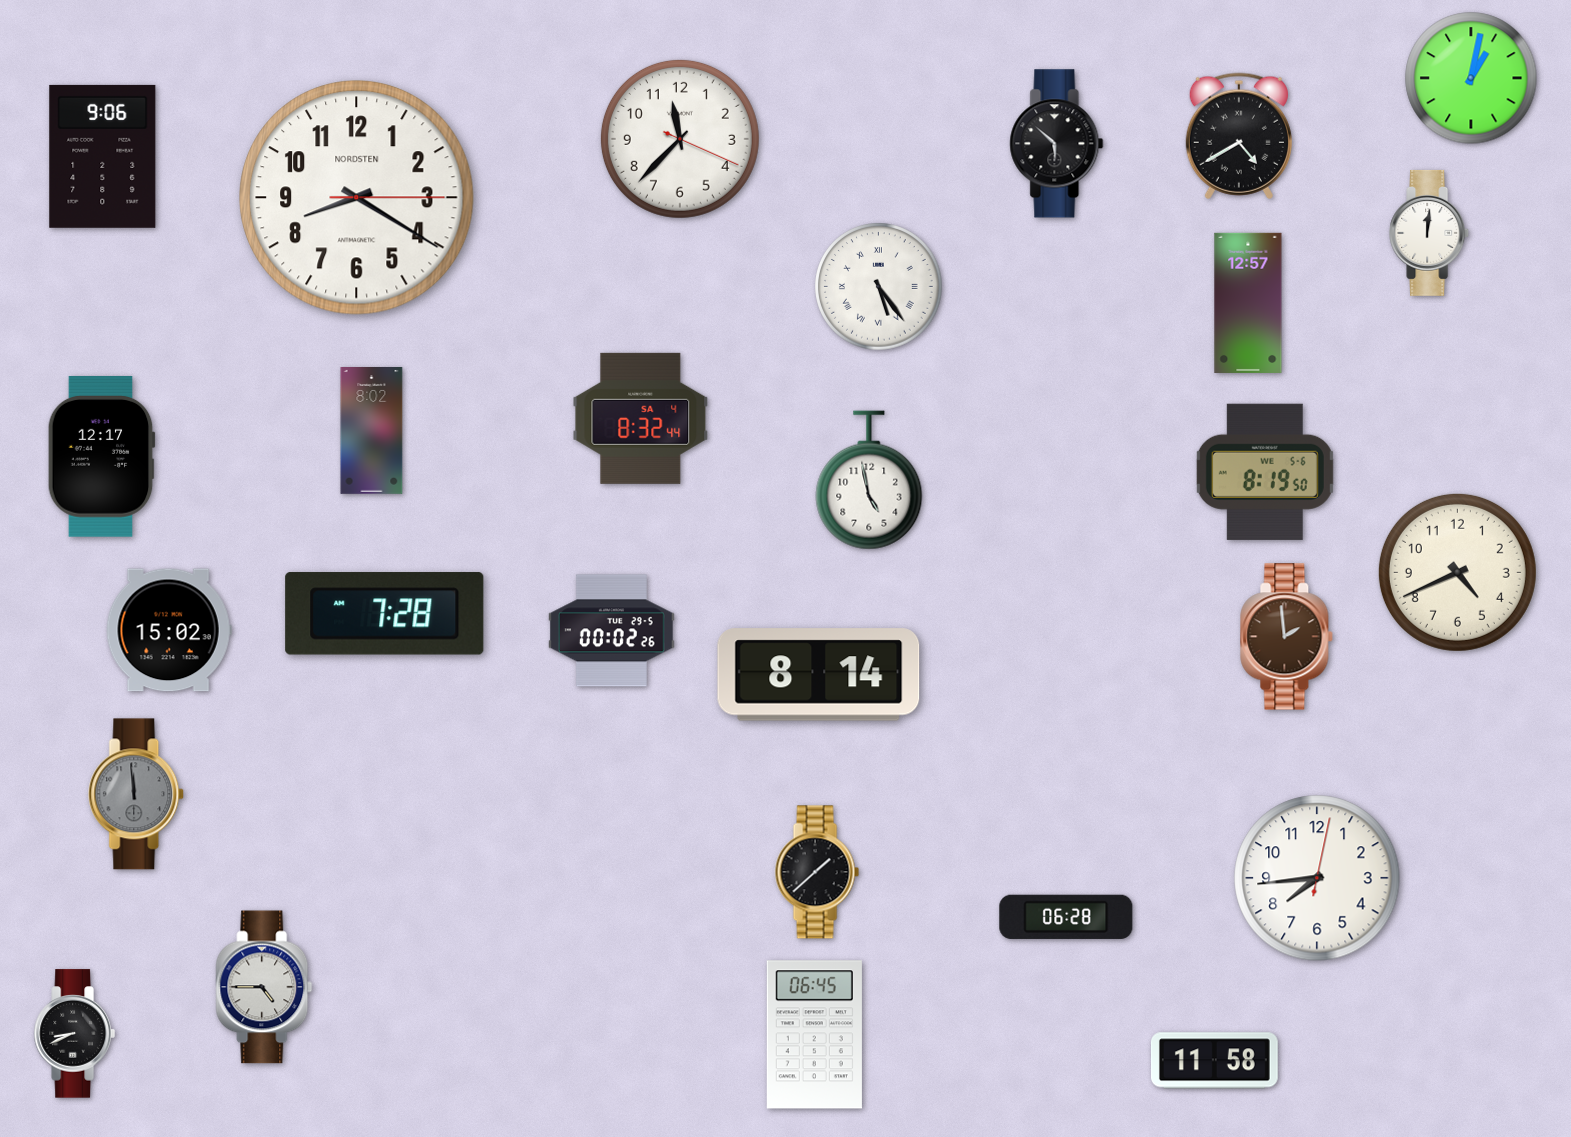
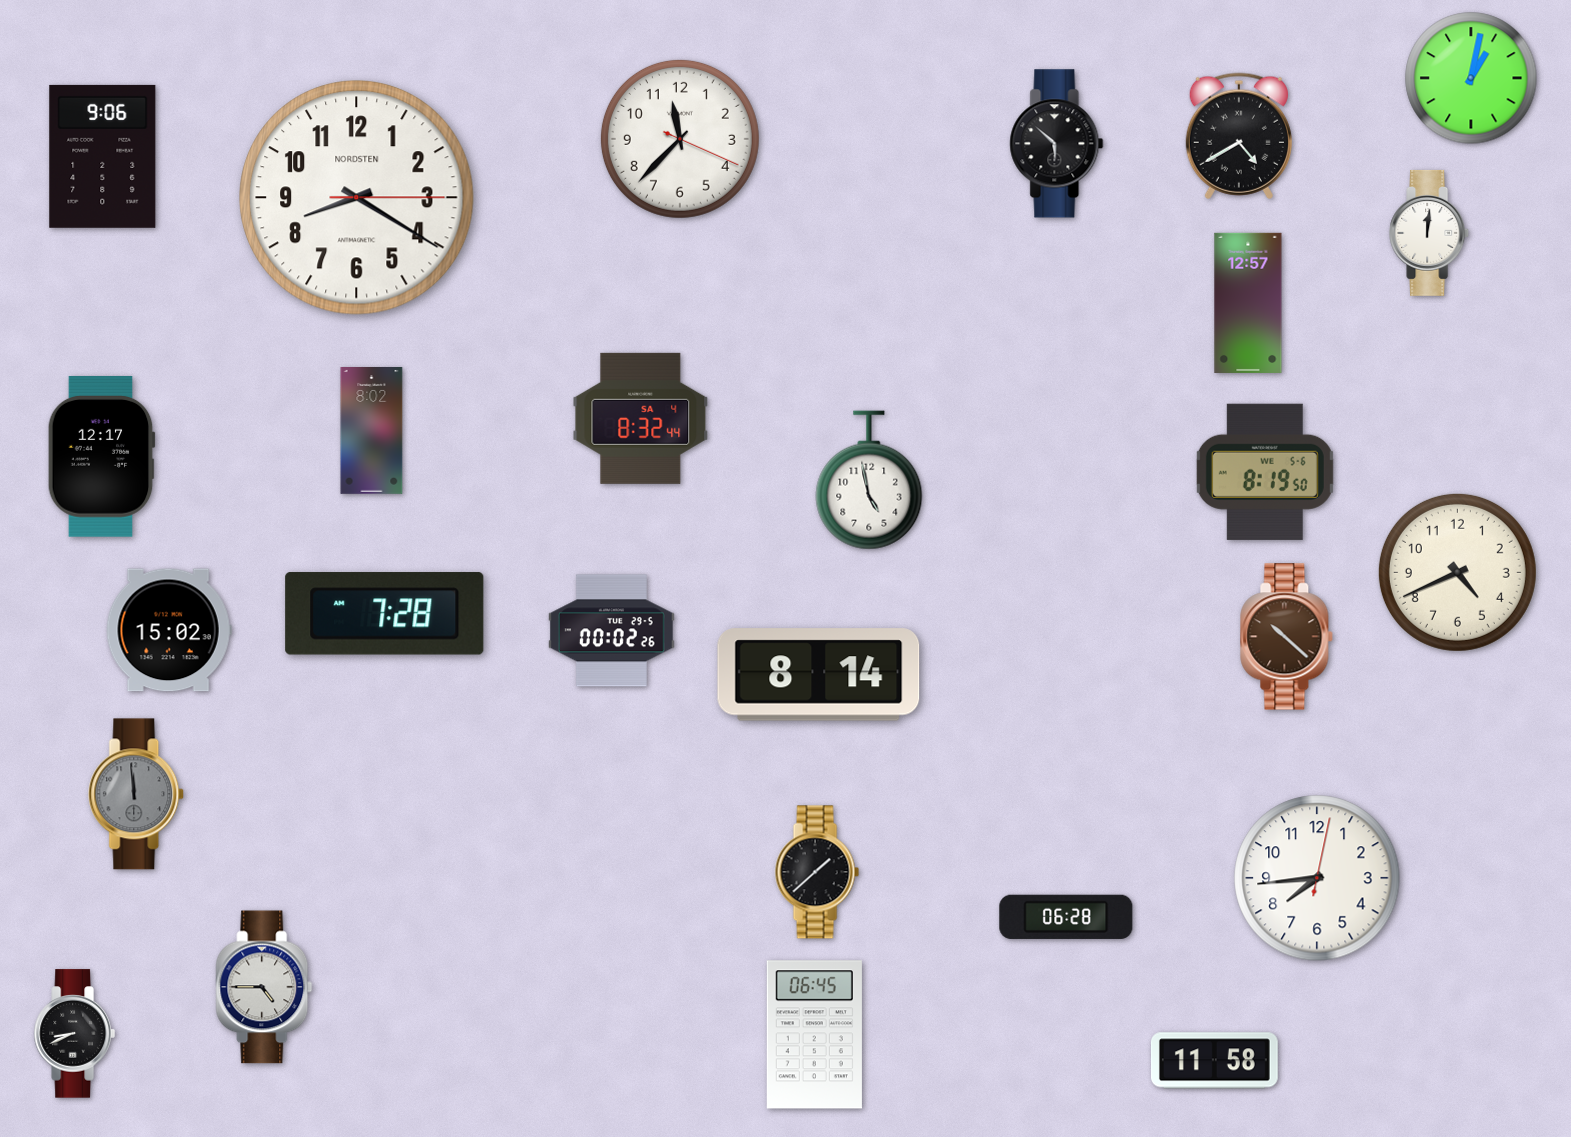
clock at (879, 287): 5:24 -> none
clock at (1287, 637): 1:59 -> 10:22
